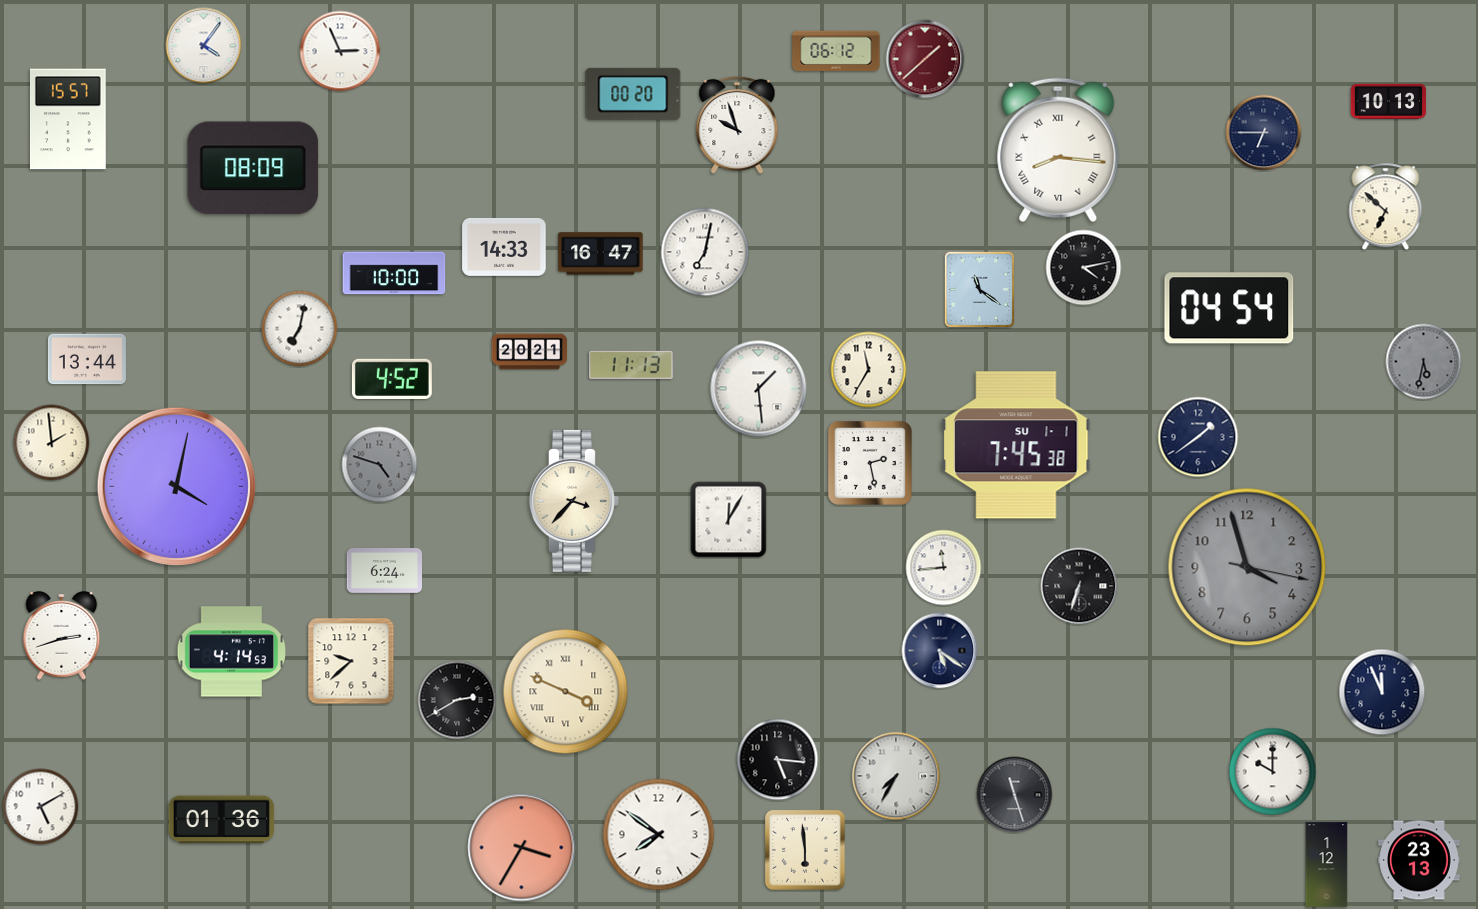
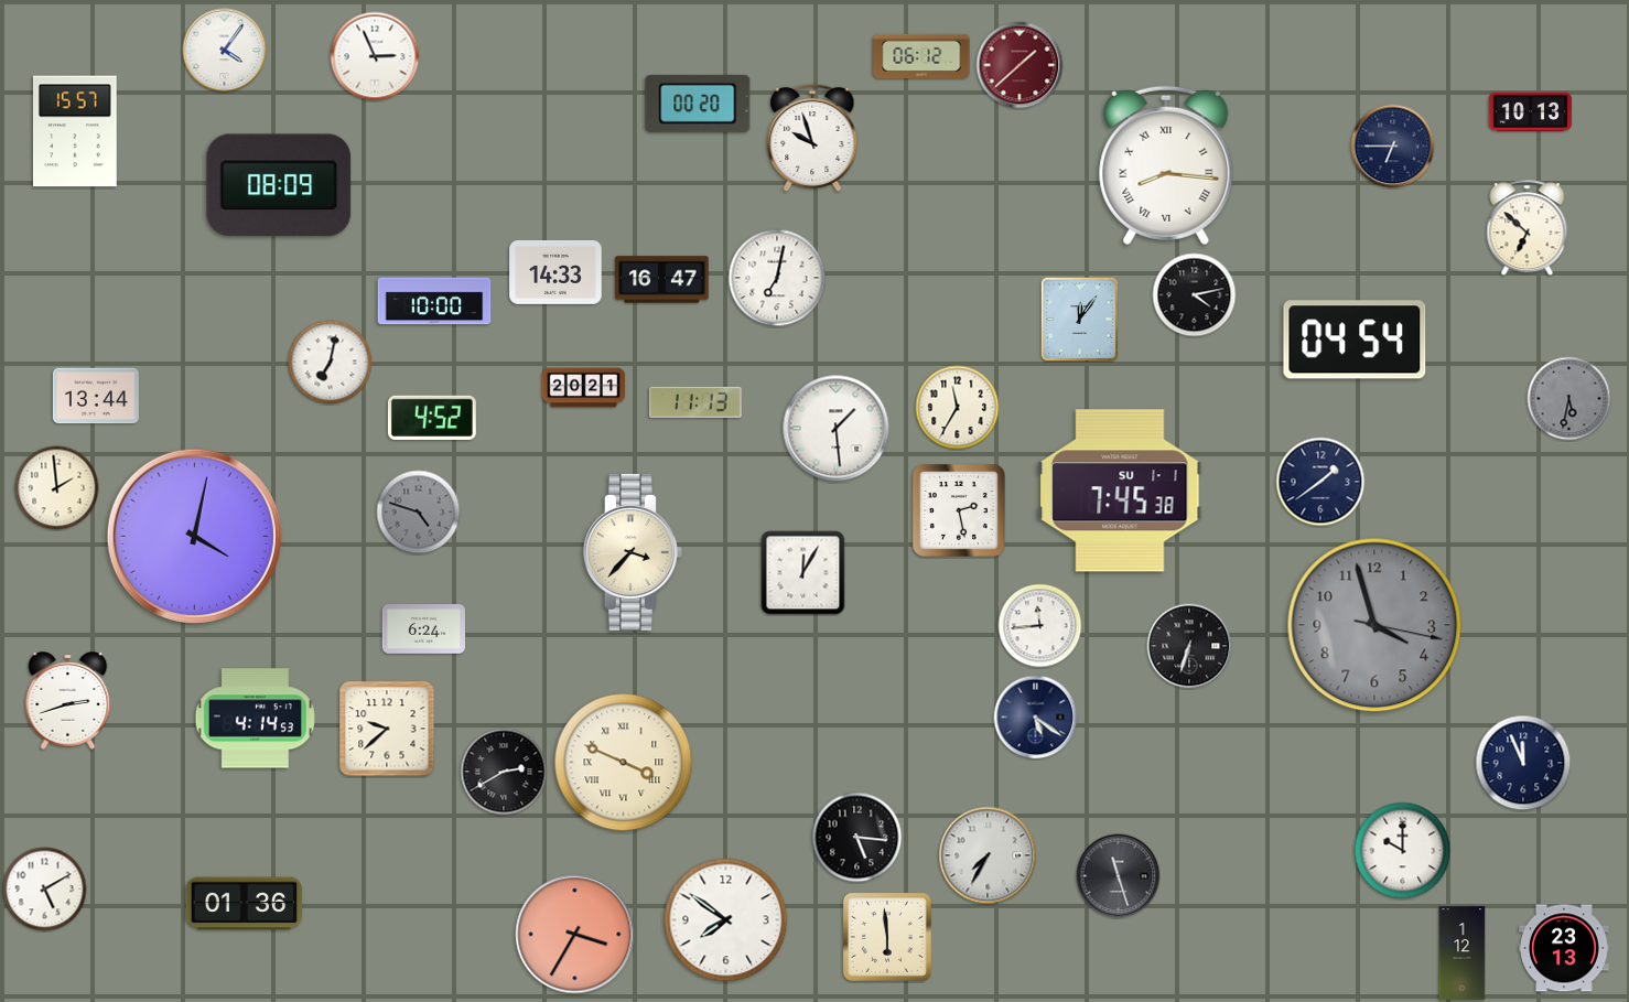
clock at (980, 290): 11:21 -> 12:06
